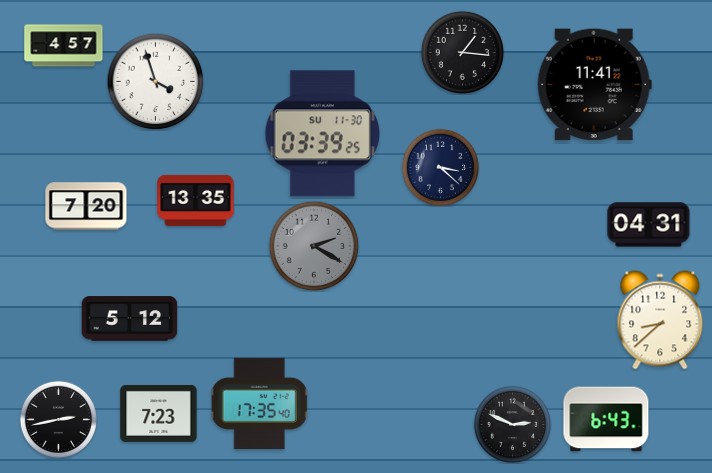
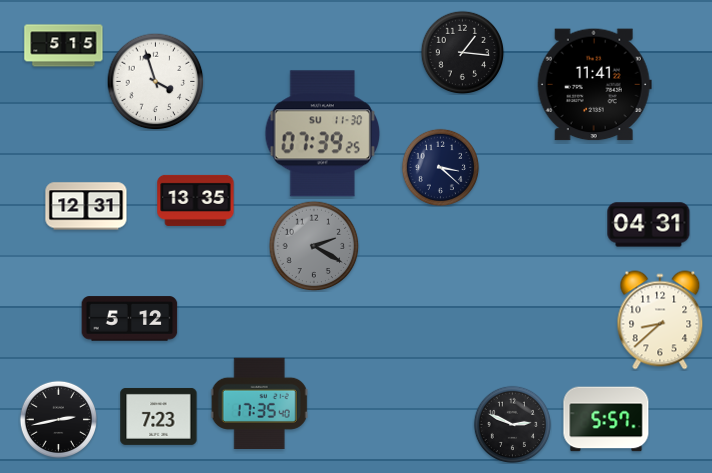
clock at (64, 46): 4:57 -> 5:15
clock at (323, 134): 03:39 -> 07:39
clock at (86, 206): 7:20 -> 12:31
clock at (159, 413) position: (159, 413) -> (159, 416)
clock at (606, 419): 6:43 -> 5:57
